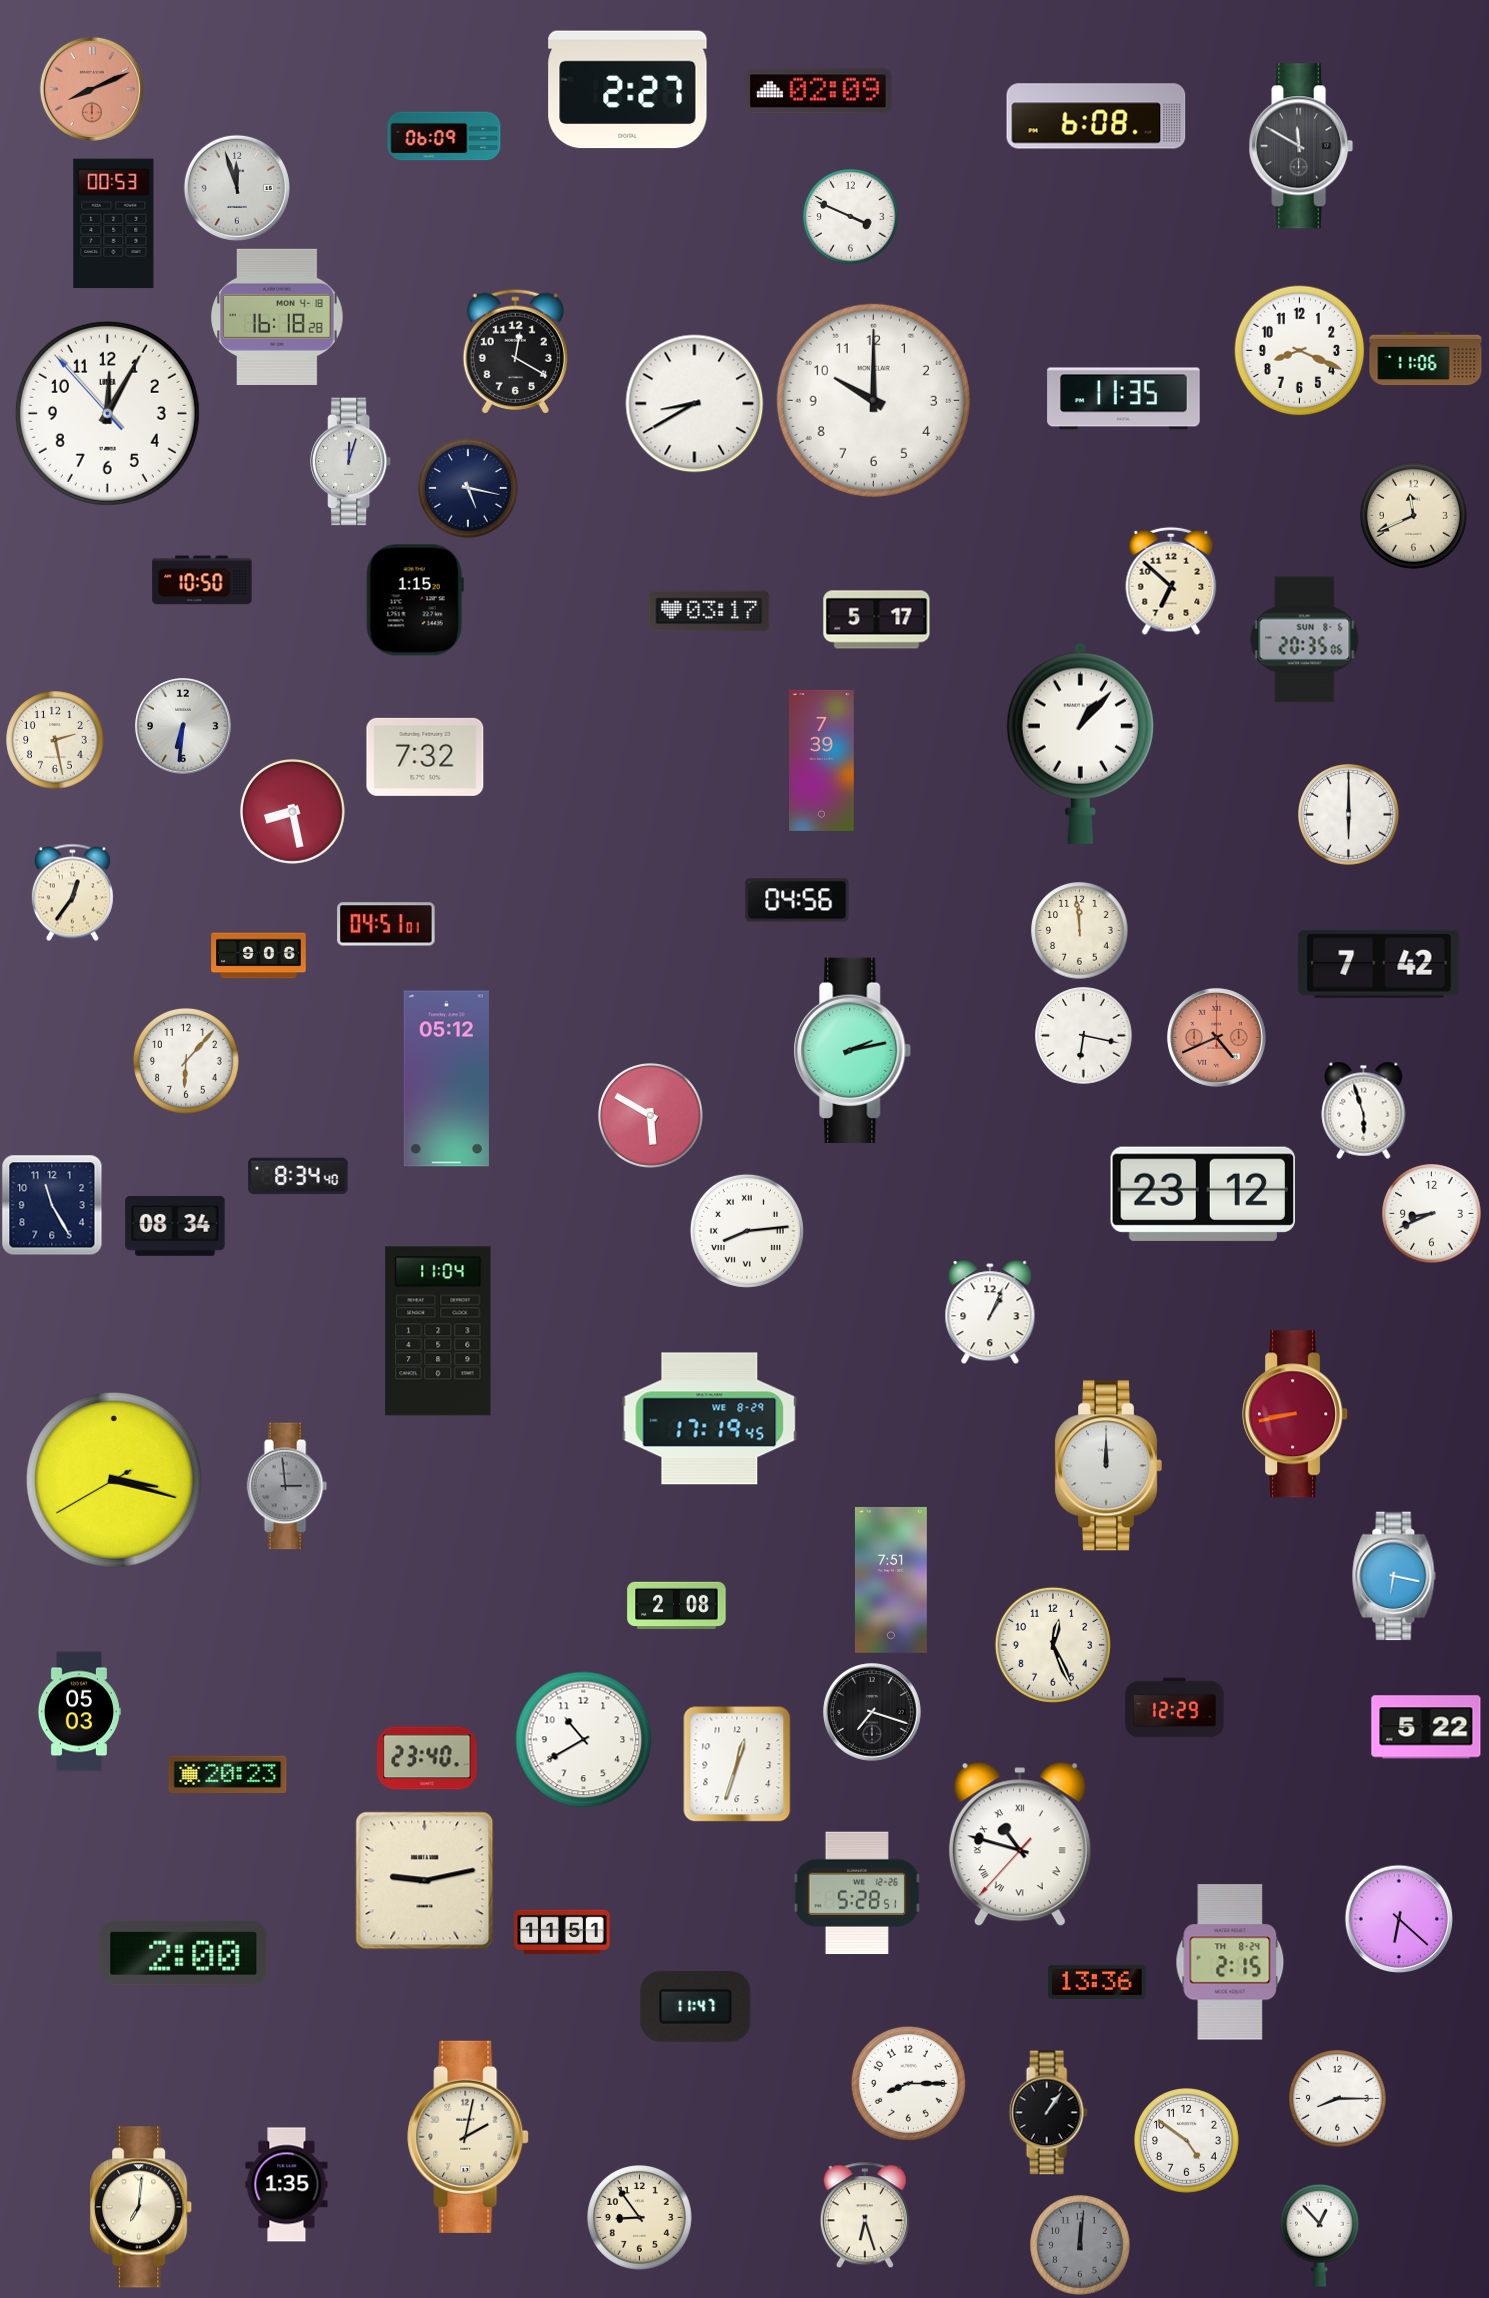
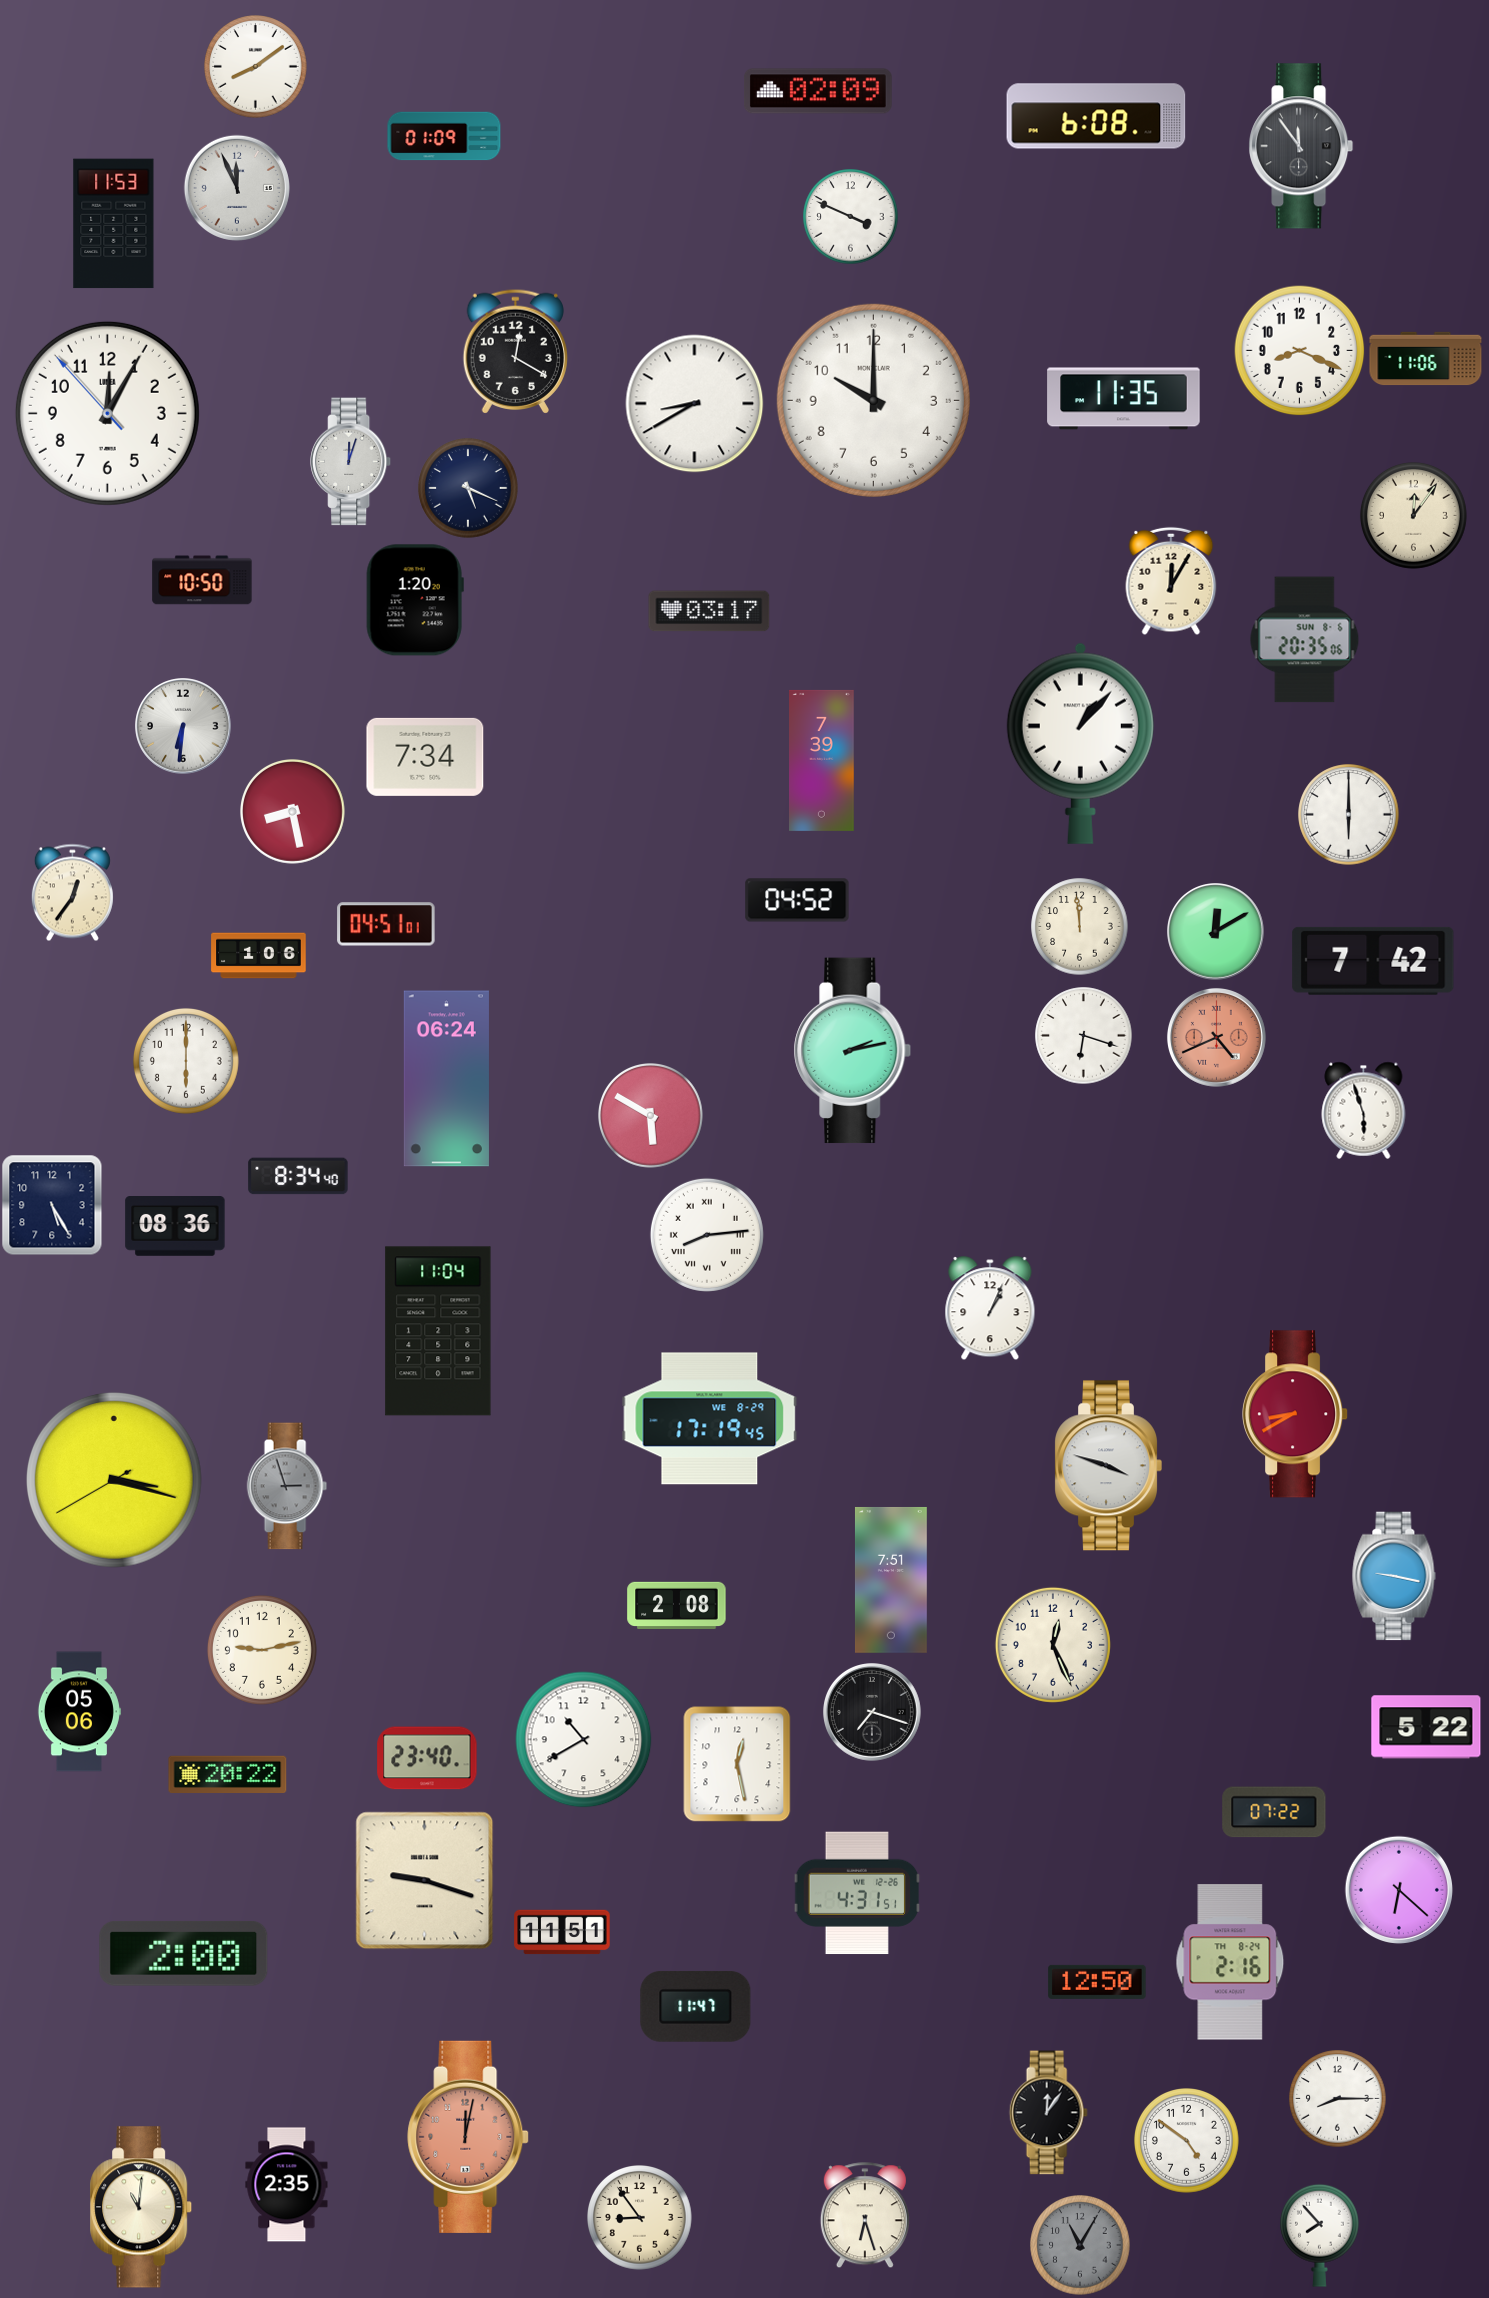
clock at (256, 67): none -> 8:09
clock at (92, 89): 8:11 -> none
clock at (628, 90): 2:27 -> none
clock at (444, 136): 06:09 -> 01:09
clock at (1301, 146): 11:50 -> 11:54
clock at (237, 188): 11:57 -> 11:56
clock at (114, 224): 00:53 -> 11:53
clock at (277, 317): 16:18 -> none
clock at (468, 488): 5:17 -> 5:19
clock at (1413, 515): 11:41 -> 12:06
clock at (1171, 581): 6:52 -> 12:05
clock at (415, 600): 1:15 -> 1:20
clock at (877, 620): 5:17 -> none
clock at (55, 740): 2:28 -> none
clock at (425, 757): 7:32 -> 7:34
clock at (797, 900): 04:56 -> 04:52
clock at (1080, 931) position: (1080, 931) -> (1080, 927)
clock at (1216, 932): none -> 12:10
clock at (259, 956): 9:06 -> 1:06
clock at (1379, 964) position: (1379, 964) -> (1373, 961)
clock at (1084, 1036): 6:17 -> 6:18
clock at (186, 1061): 6:07 -> 6:00
clock at (446, 1079): 05:12 -> 06:24
clock at (1202, 1194): 23:12 -> none
clock at (52, 1205): 11:25 -> 5:25
clock at (1432, 1214): 8:41 -> none
clock at (175, 1227): 08:34 -> 08:36
clock at (747, 1231) position: (747, 1231) -> (707, 1235)
clock at (990, 1312) position: (990, 1312) -> (990, 1308)
clock at (1296, 1414): 8:43 -> 8:40
clock at (1108, 1466): 12:00 -> 3:48
clock at (287, 1486): 2:59 -> 2:57
clock at (1394, 1576): 6:17 -> 9:17
clock at (262, 1650): none -> 9:13
clock at (1175, 1708): 12:29 -> none
clock at (79, 1712): 05:03 -> 05:06
clock at (737, 1764): 12:33 -> 12:28
clock at (228, 1774): 20:23 -> 20:22
clock at (1274, 1812): none -> 07:22
clock at (1020, 1844): 10:47 -> none
clock at (425, 1881): 9:13 -> 9:18
clock at (857, 1893): 5:28 -> 4:31
clock at (1399, 1919) position: (1399, 1919) -> (1399, 1890)
clock at (1230, 1962): 2:15 -> 2:16
clock at (1097, 1982): 13:36 -> 12:50
clock at (908, 2083): 8:15 -> none
clock at (1048, 2113): 1:06 -> 12:06
clock at (468, 2137): 2:02 -> 12:02
clock at (468, 2137) dial: cream -> salmon
clock at (287, 2185): 1:35 -> 2:35
clock at (142, 2207): 7:01 -> 11:01
clock at (1320, 2235): 12:53 -> 7:53
clock at (1080, 2245): 12:01 -> 11:05
